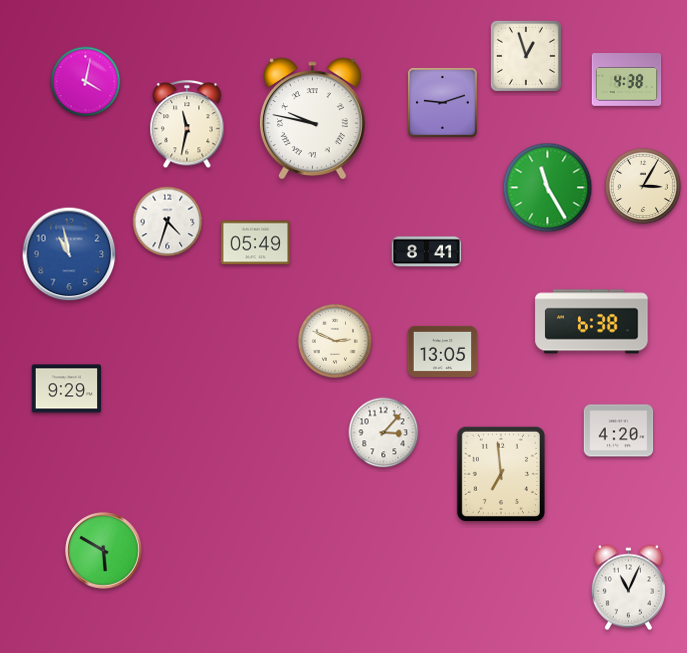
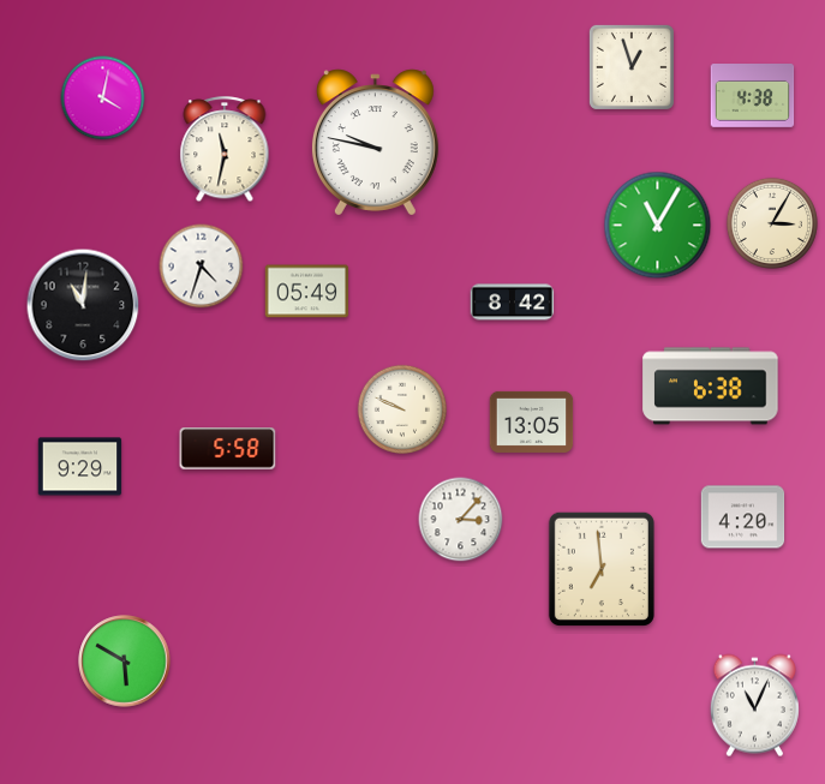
clock at (442, 102): 9:12 -> none
clock at (548, 188): 11:25 -> 11:05
clock at (427, 252): 8:41 -> 8:42
clock at (69, 254): 10:58 -> 11:01
clock at (69, 254) dial: blue -> black
clock at (334, 340): 2:49 -> 9:49
clock at (228, 449): none -> 5:58
